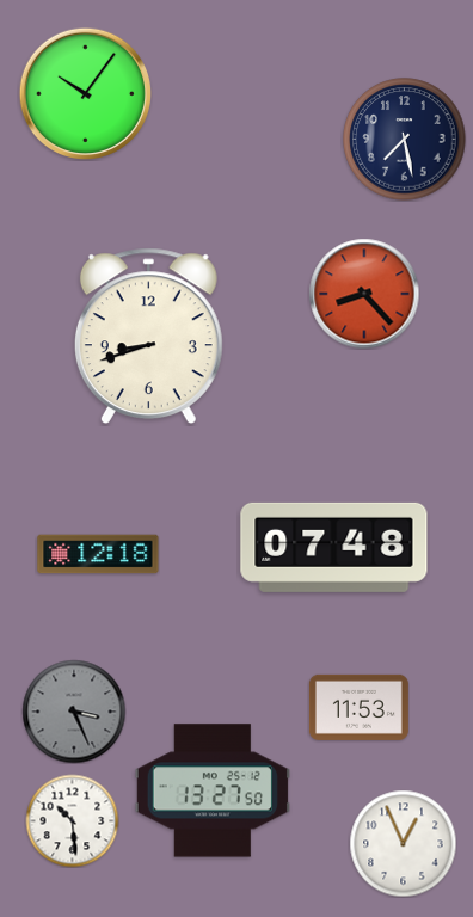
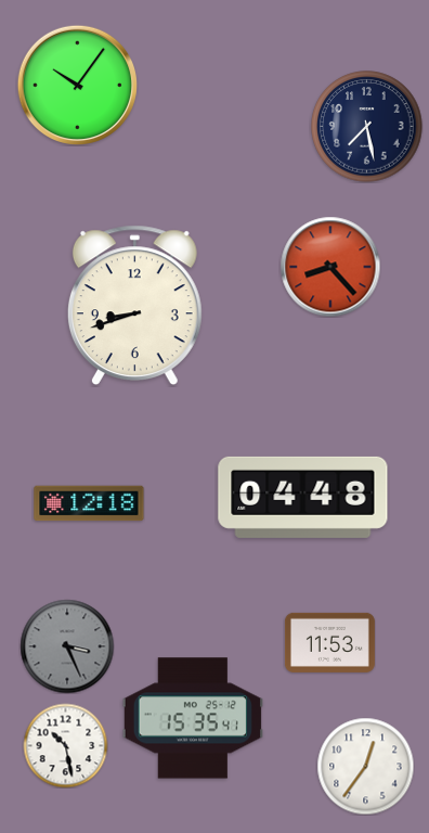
clock at (334, 547): 07:48 -> 04:48
clock at (358, 707) position: (358, 707) -> (329, 642)
clock at (213, 790): 13:27 -> 15:35
clock at (72, 820): 10:29 -> 10:28
clock at (403, 843): 12:56 -> 12:36
